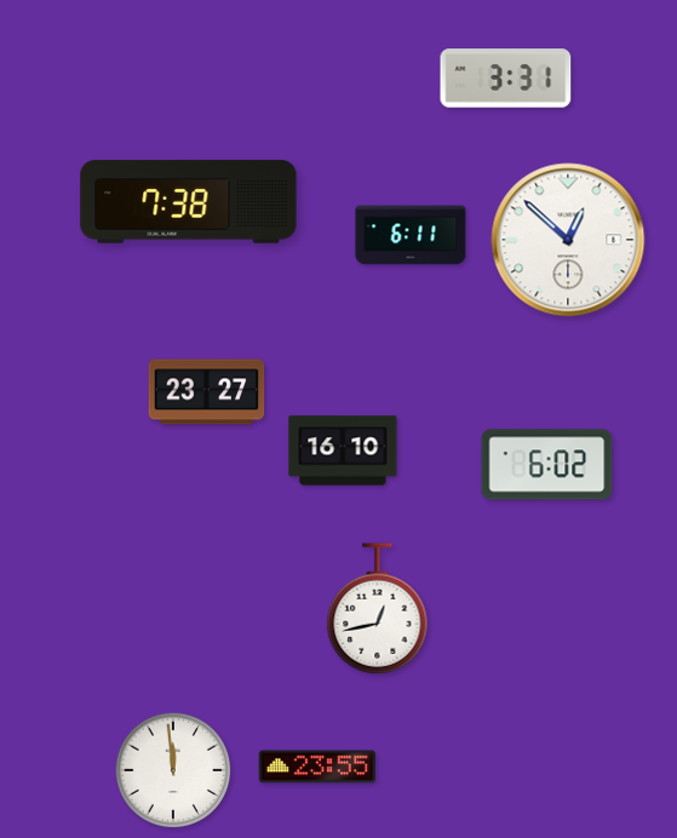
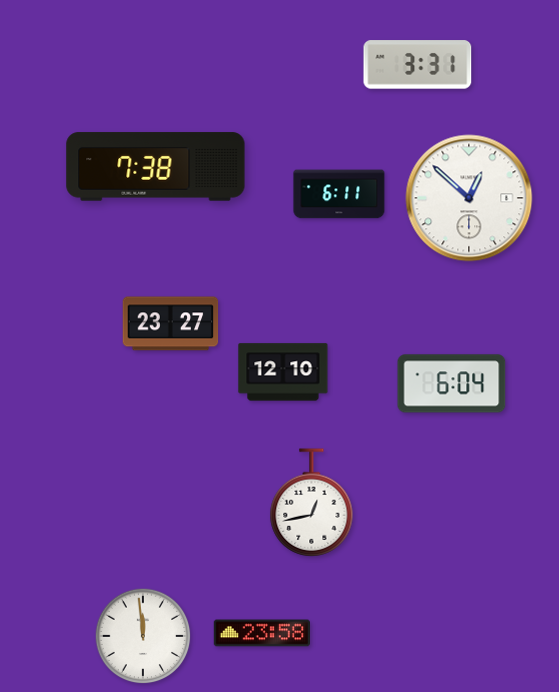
clock at (343, 450): 16:10 -> 12:10
clock at (547, 465): 6:02 -> 6:04
clock at (317, 767): 23:55 -> 23:58
